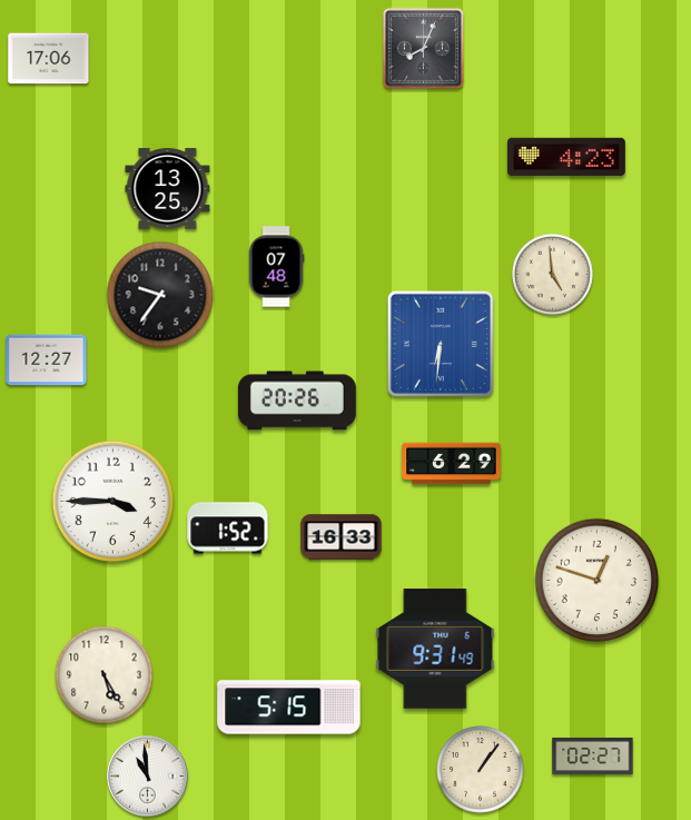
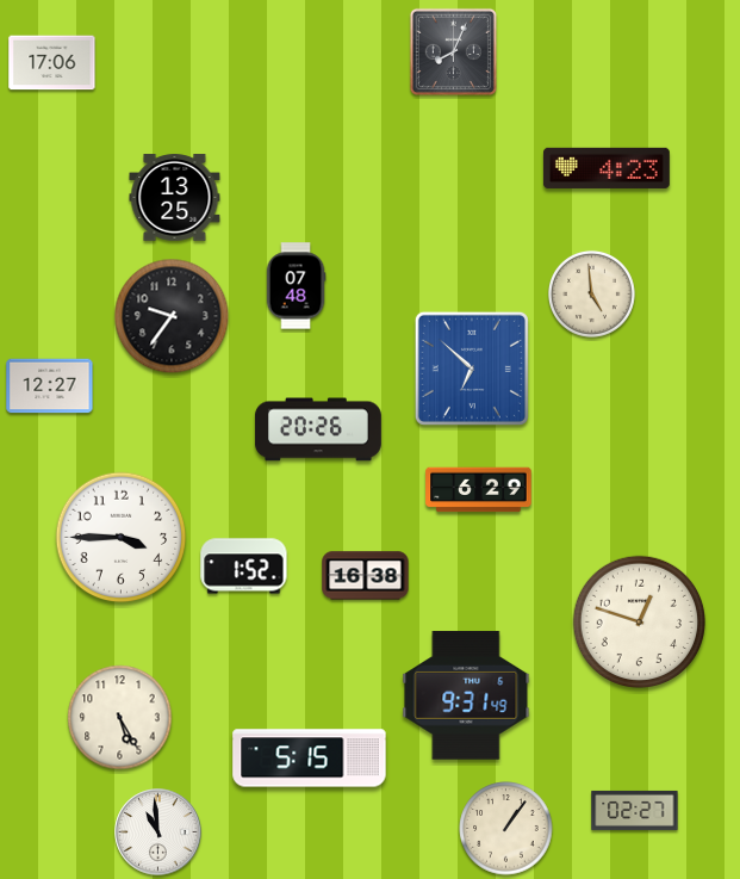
clock at (168, 189) position: (168, 189) -> (175, 198)
clock at (441, 344): 6:31 -> 6:52
clock at (452, 464) position: (452, 464) -> (479, 490)
clock at (342, 537): 16:33 -> 16:38
clock at (105, 675) position: (105, 675) -> (120, 718)
clock at (481, 770) position: (481, 770) -> (506, 829)
